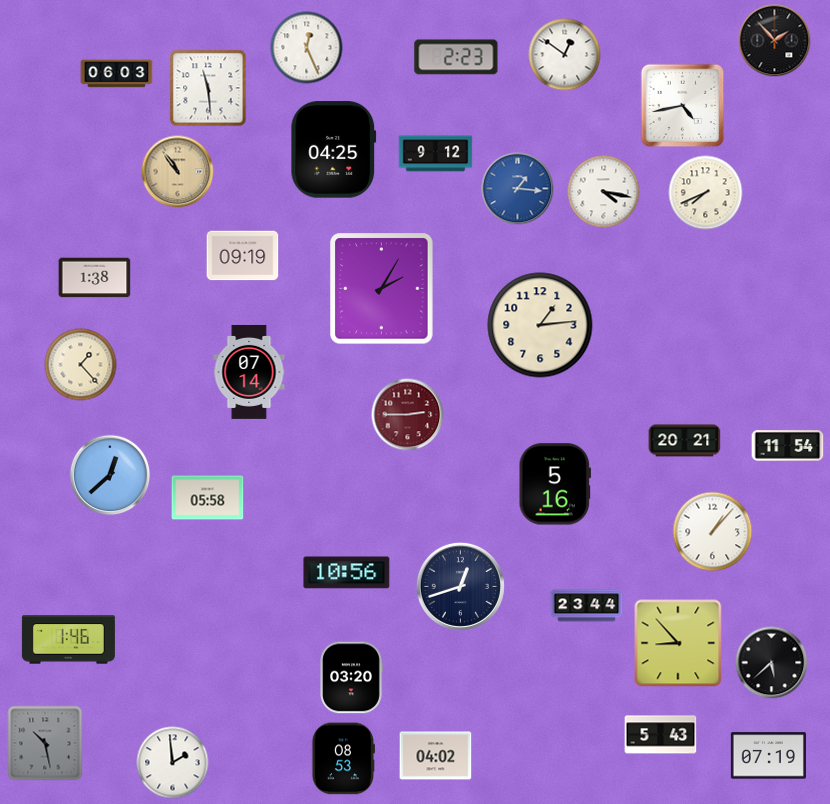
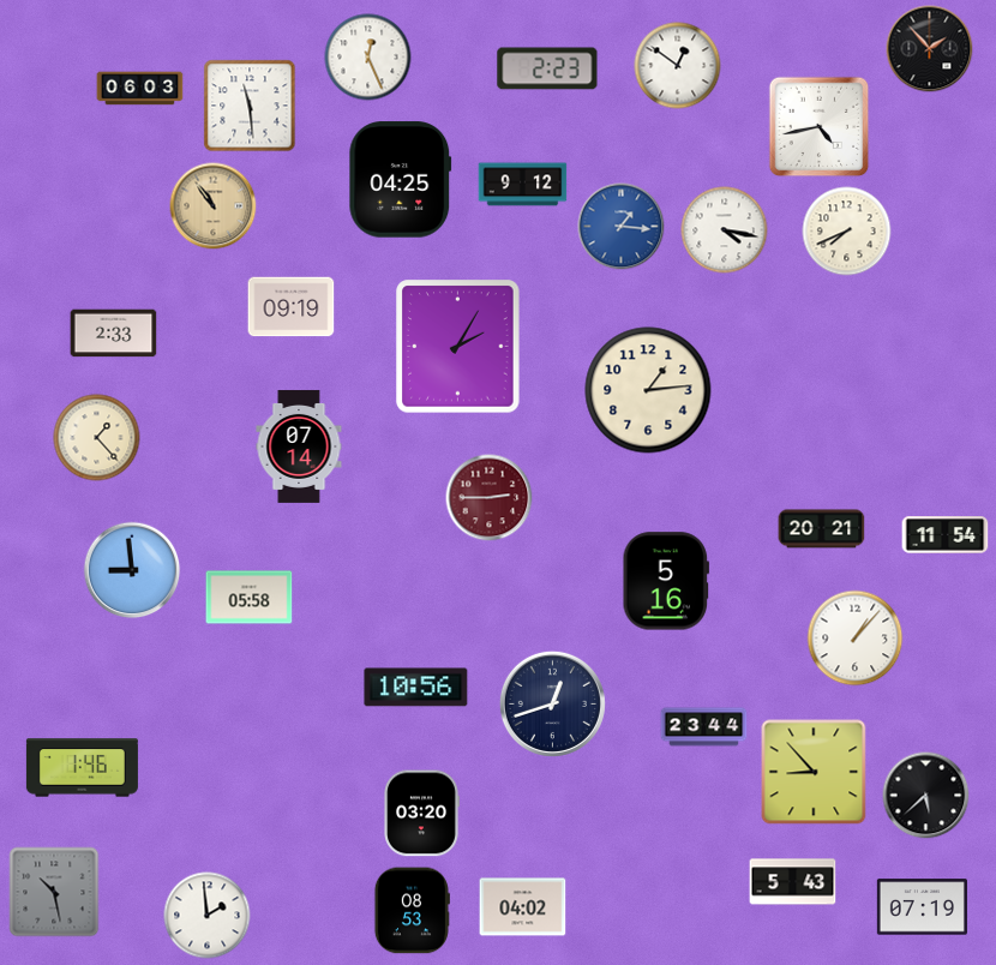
clock at (95, 278): 1:38 -> 2:33
clock at (110, 475): 12:38 -> 8:59
